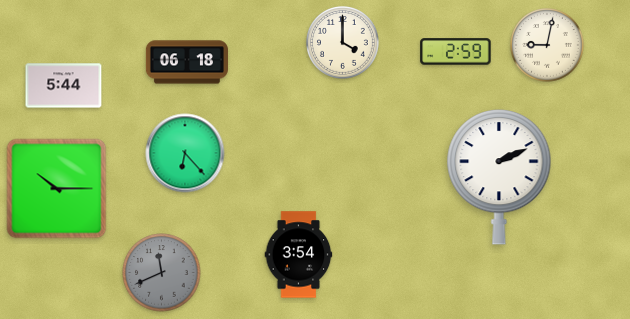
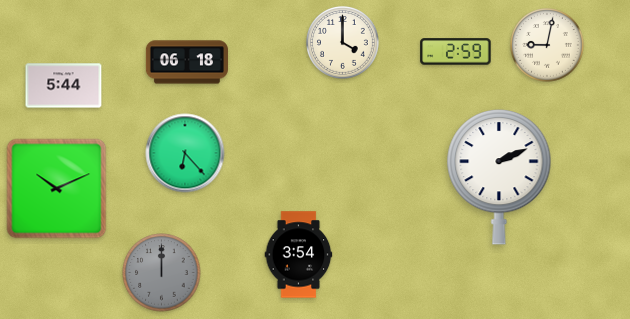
clock at (57, 189): 10:15 -> 10:11
clock at (162, 273): 11:41 -> 12:00
